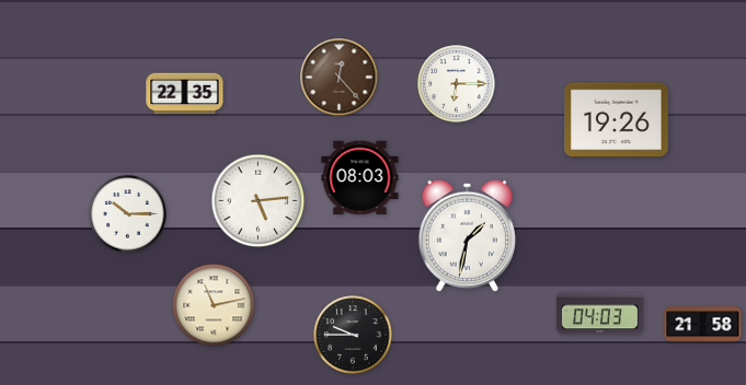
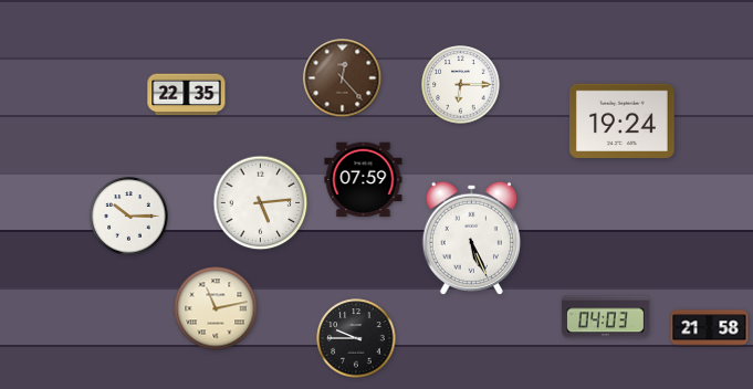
clock at (617, 119): 19:26 -> 19:24
clock at (360, 178): 08:03 -> 07:59
clock at (467, 235): 1:32 -> 5:26
